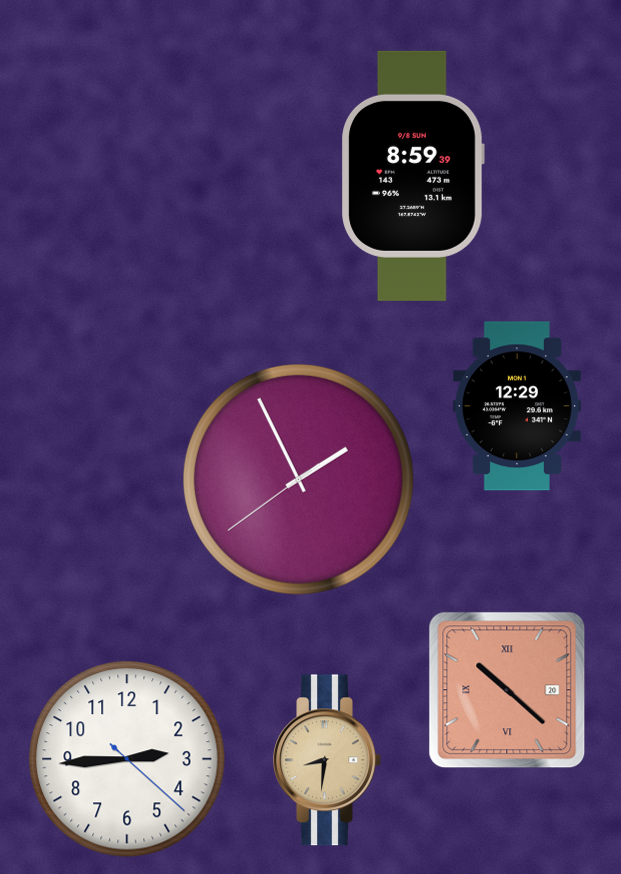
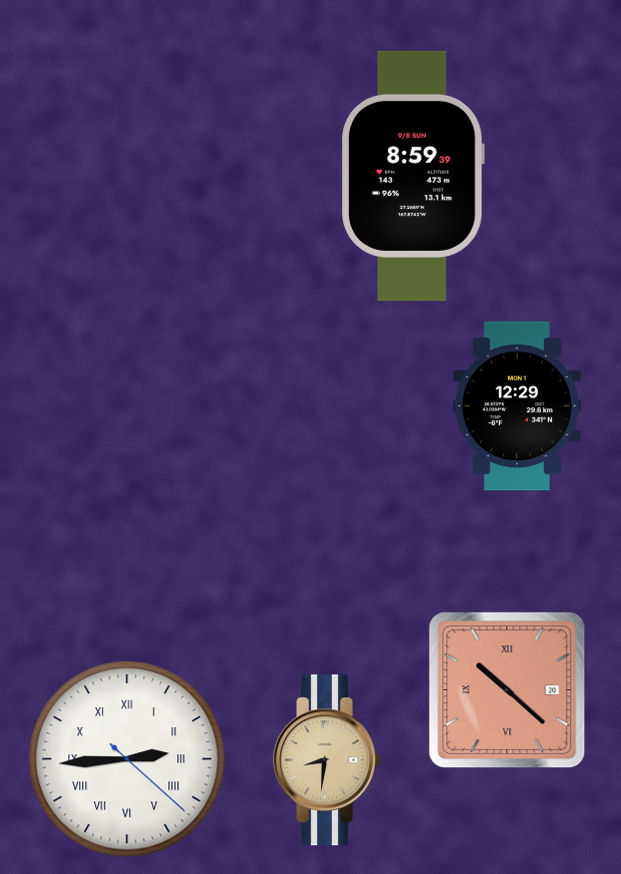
clock at (299, 480): 1:55 -> none
clock at (127, 759) numerals: Arabic -> Roman
